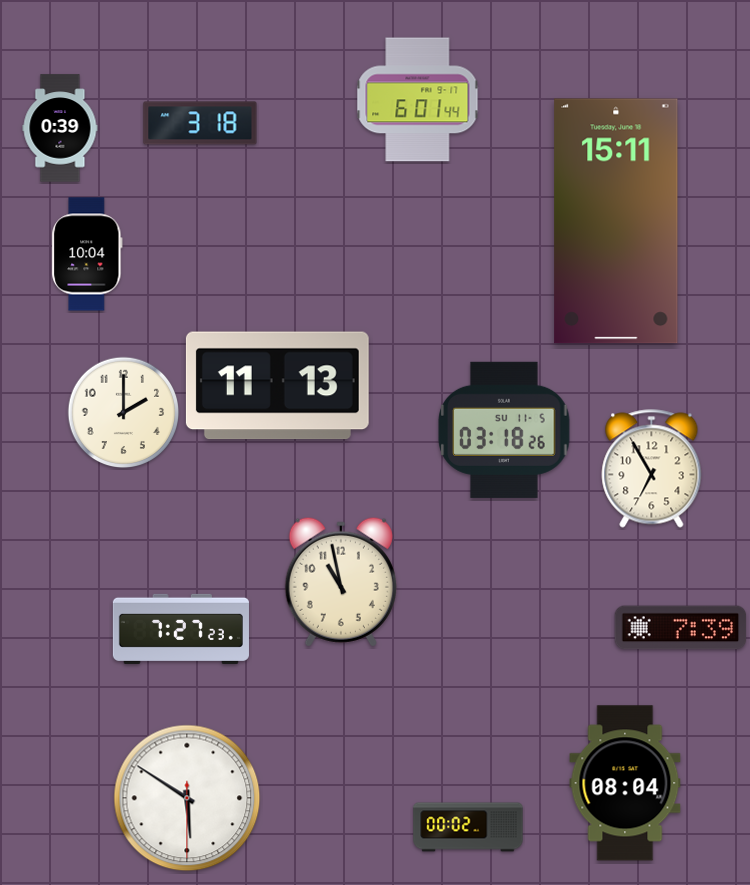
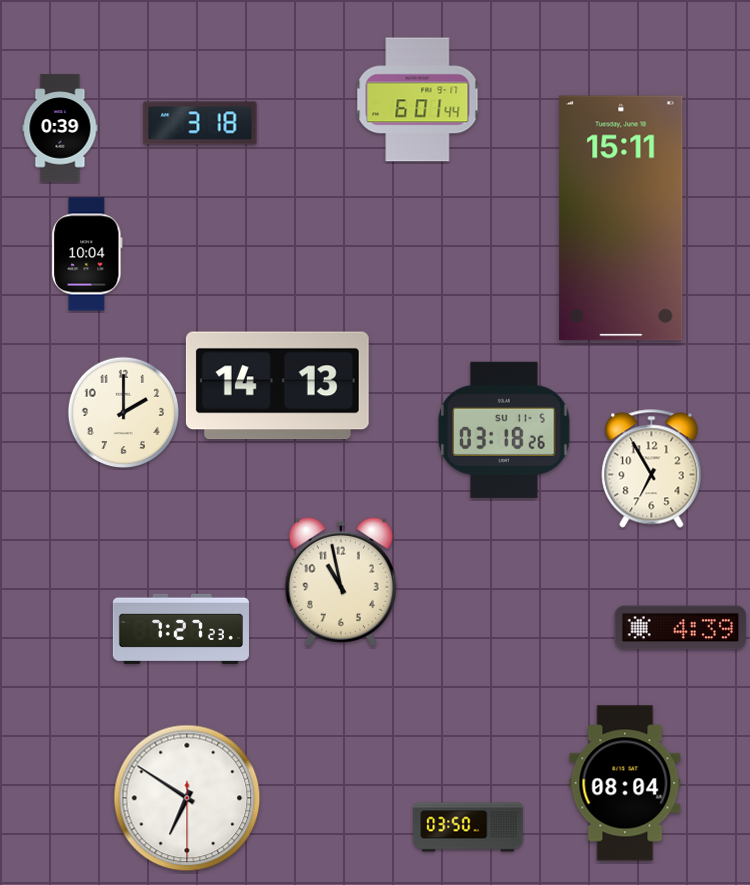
clock at (616, 221) position: (616, 221) -> (621, 218)
clock at (277, 386): 11:13 -> 14:13
clock at (681, 628): 7:39 -> 4:39
clock at (187, 798): 5:50 -> 6:50
clock at (468, 827): 00:02 -> 03:50
